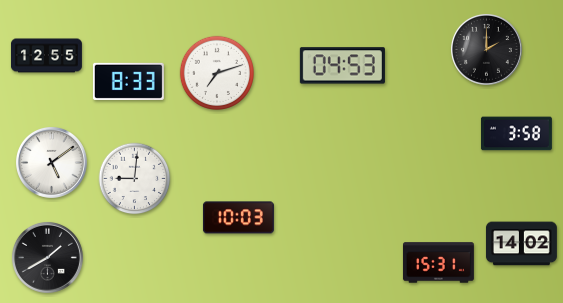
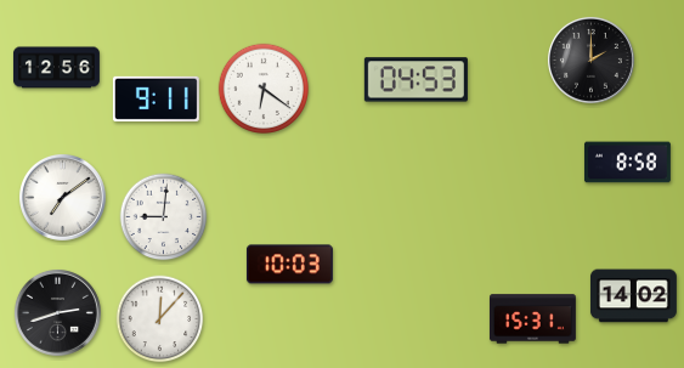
clock at (46, 56): 12:55 -> 12:56
clock at (216, 72): 7:12 -> 6:21
clock at (128, 81): 8:33 -> 9:11
clock at (516, 134): 3:58 -> 8:58
clock at (51, 162): 5:09 -> 7:09
clock at (47, 257): 1:40 -> 2:42
clock at (160, 319): none -> 12:07
